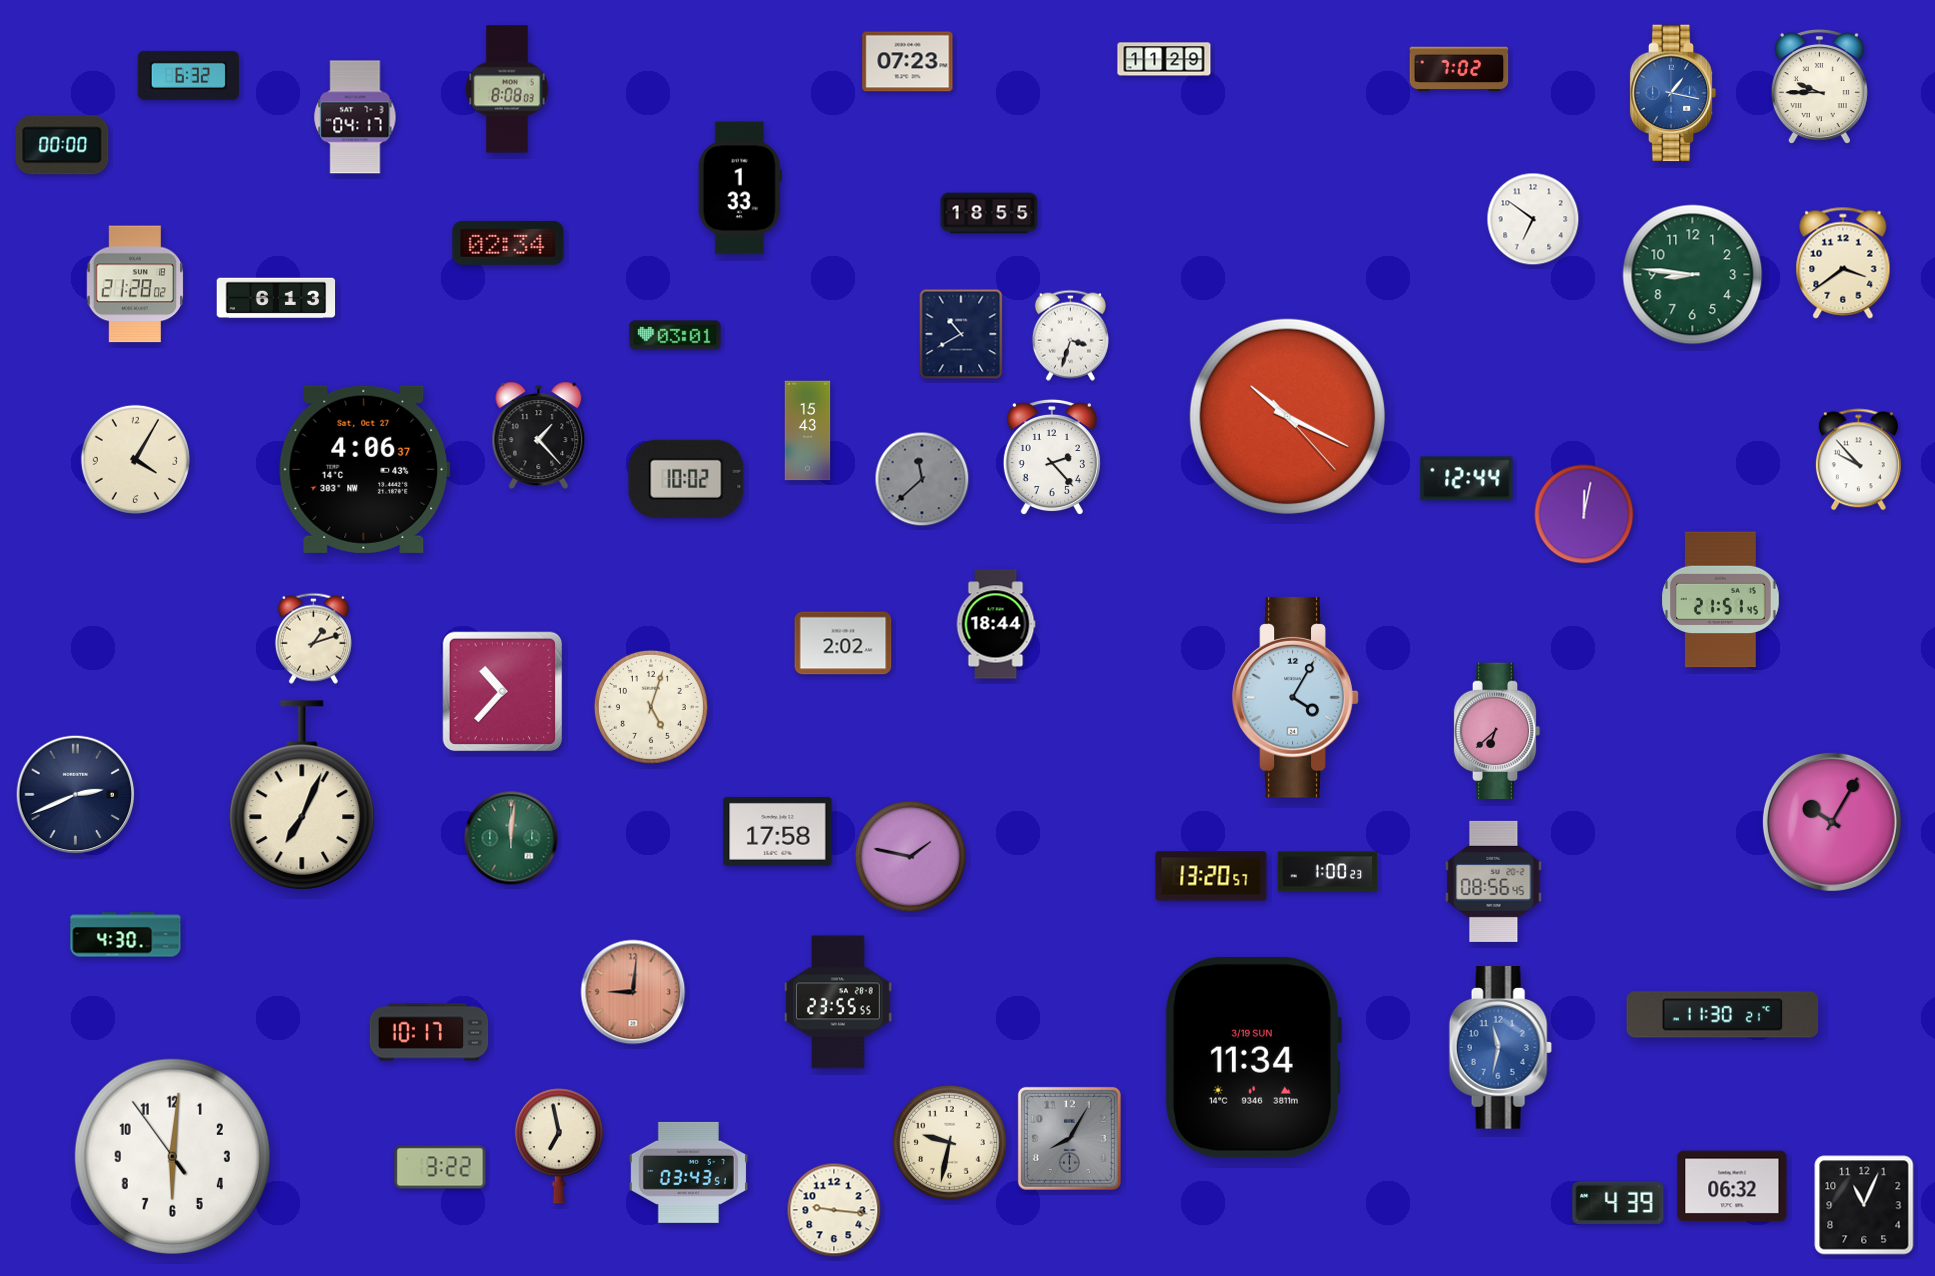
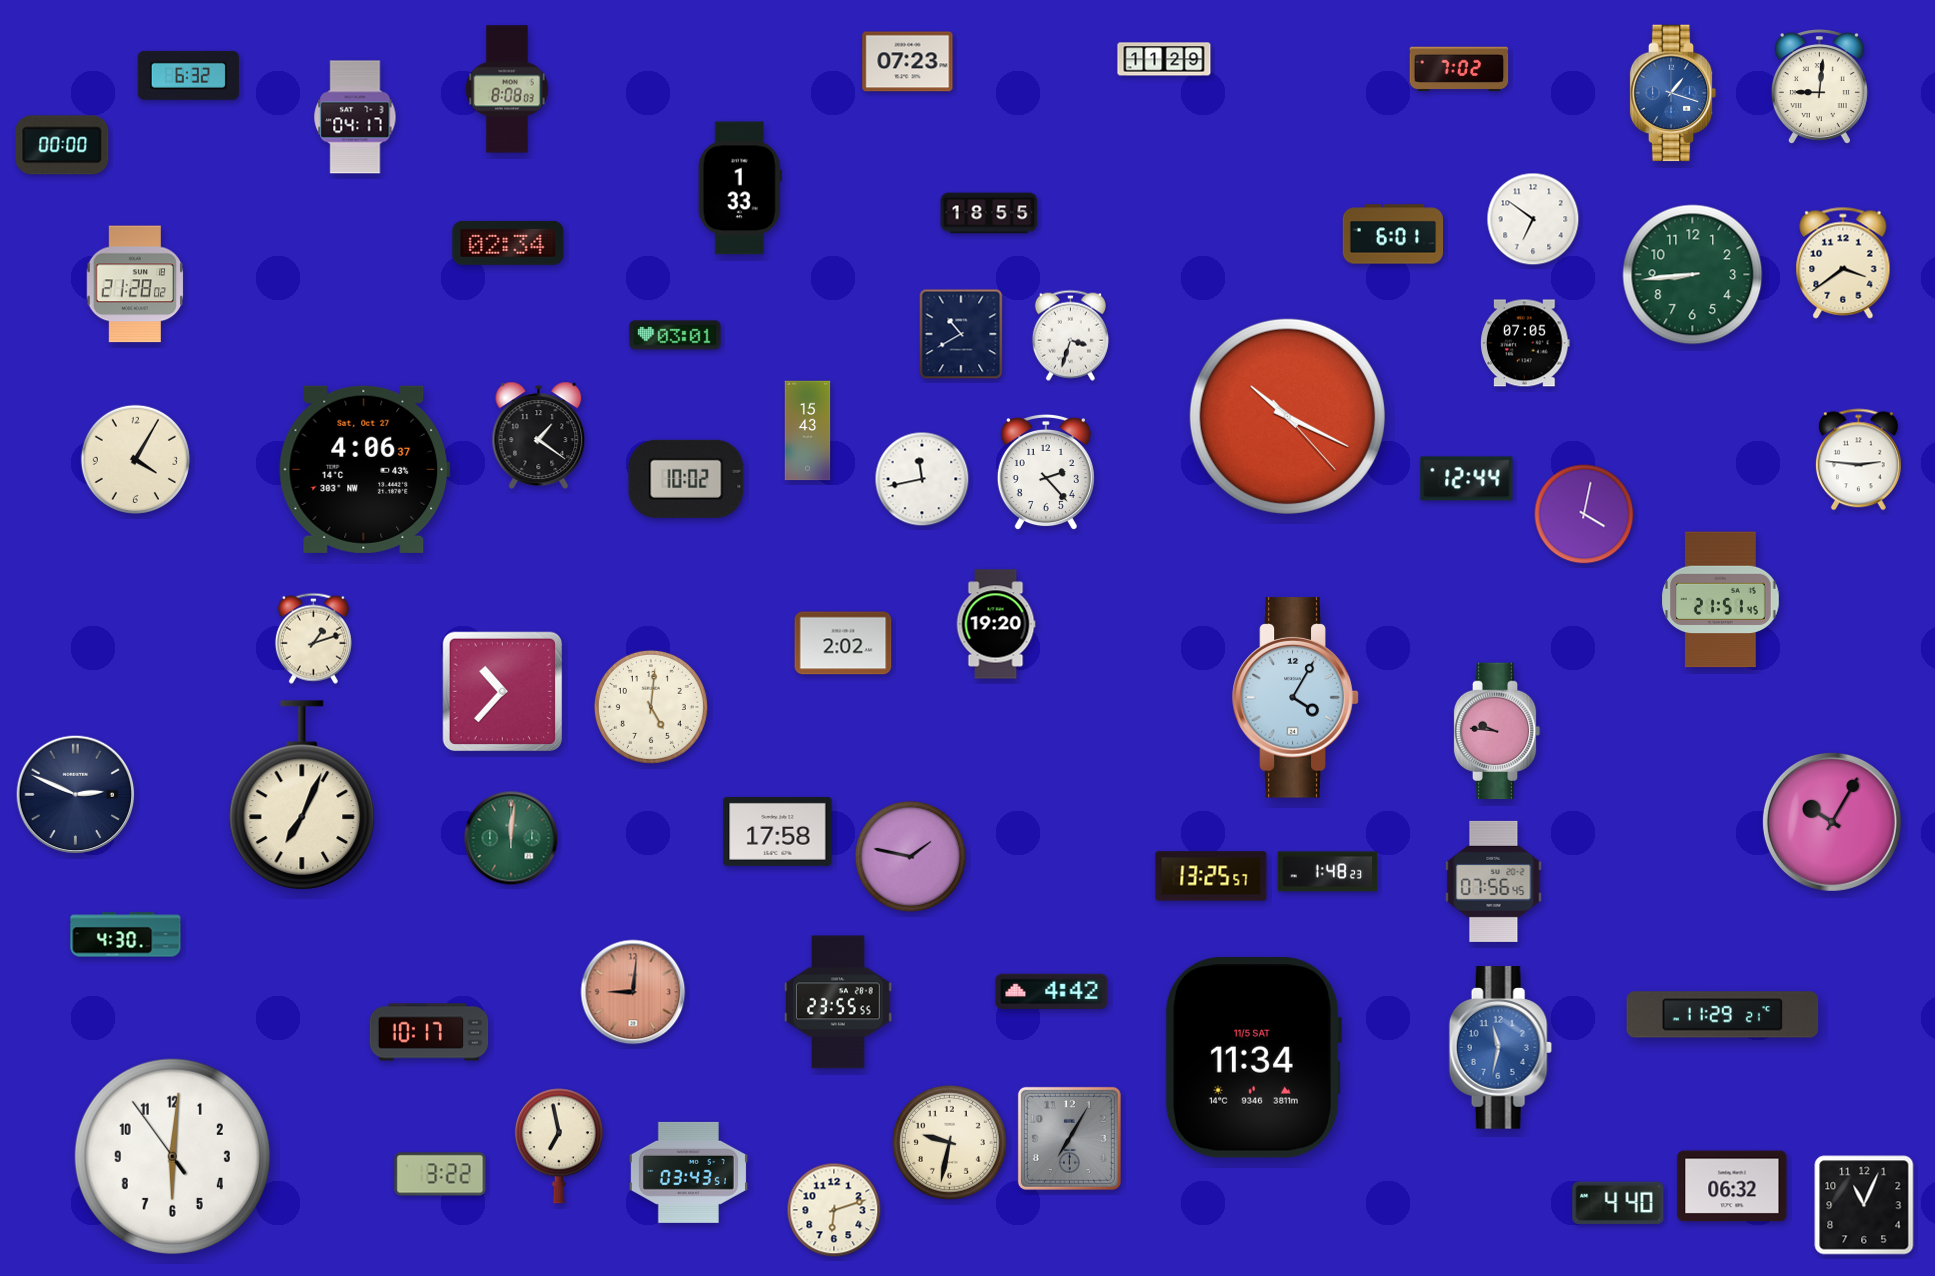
clock at (1819, 86): 9:45 -> 9:01
clock at (1673, 93): 1:17 -> 1:18
clock at (1393, 234): none -> 6:01
clock at (1693, 275): 8:46 -> 8:44
clock at (276, 298): 6:13 -> none
clock at (1526, 343): none -> 07:05
clock at (539, 435): 1:23 -> 1:21
clock at (1052, 457) position: (1052, 457) -> (1046, 472)
clock at (1858, 460): 9:53 -> 2:46
clock at (922, 479): 11:38 -> 11:43
clock at (922, 479) dial: grey -> white
clock at (1584, 514): 12:02 -> 4:02
clock at (996, 624): 18:44 -> 19:20
clock at (651, 707): 5:03 -> 5:01
clock at (1497, 731): 6:38 -> 9:46
clock at (76, 795): 2:41 -> 2:49
clock at (1328, 872): 1:00 -> 1:48
clock at (1211, 876): 13:20 -> 13:25
clock at (1494, 881): 08:56 -> 07:56
clock at (1052, 991): none -> 4:42
clock at (1723, 1015): 11:30 -> 11:29
clock at (1253, 1057) date: 3/19 SUN -> 11/5 SAT
clock at (1069, 1138): 8:05 -> 7:05
clock at (440, 1167) position: (440, 1167) -> (440, 1174)
clock at (1618, 1203): 4:39 -> 4:40
clock at (834, 1210): 9:16 -> 6:12
